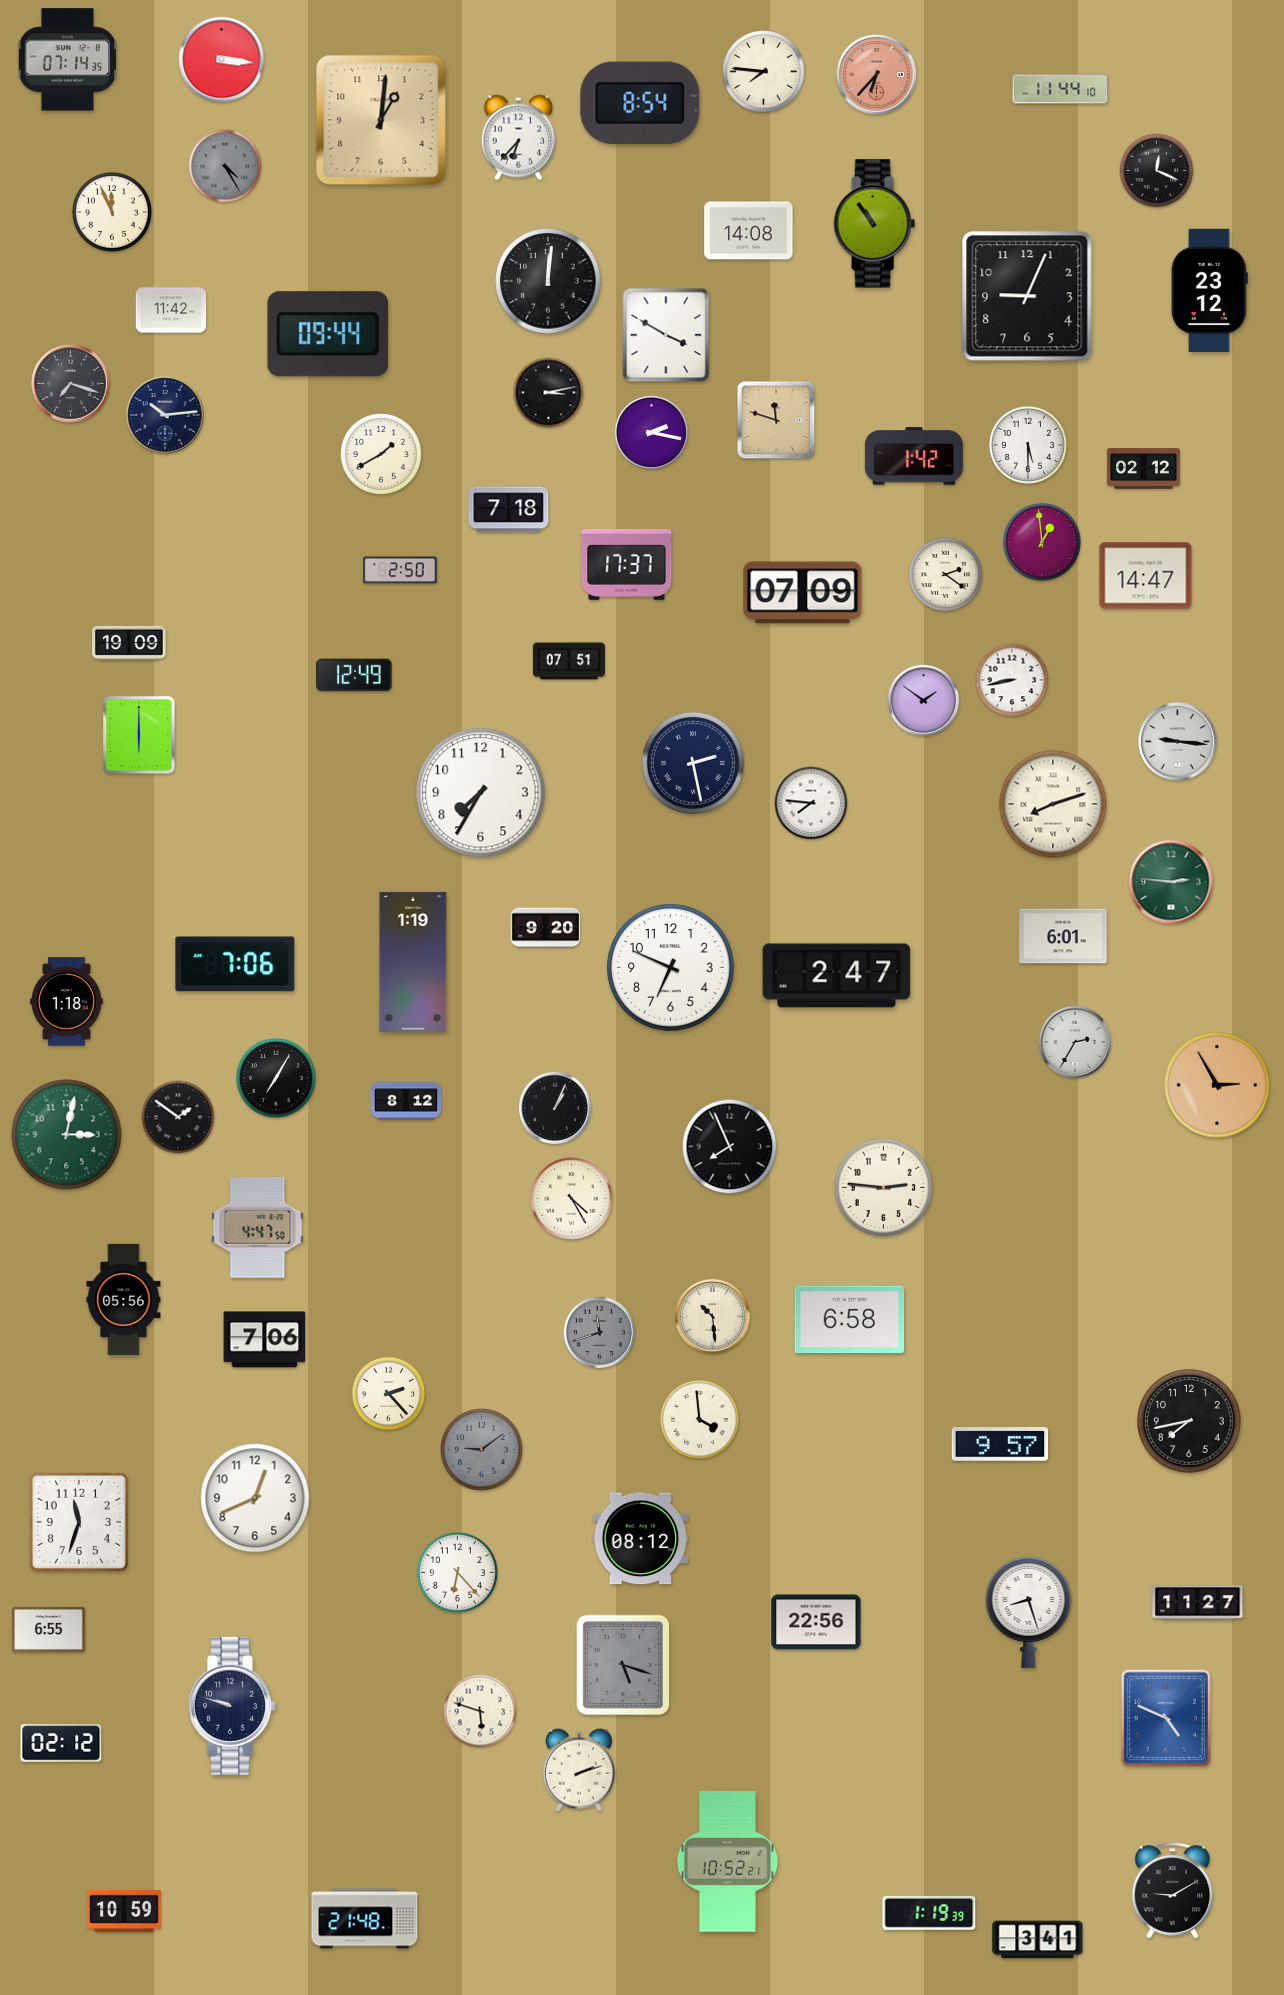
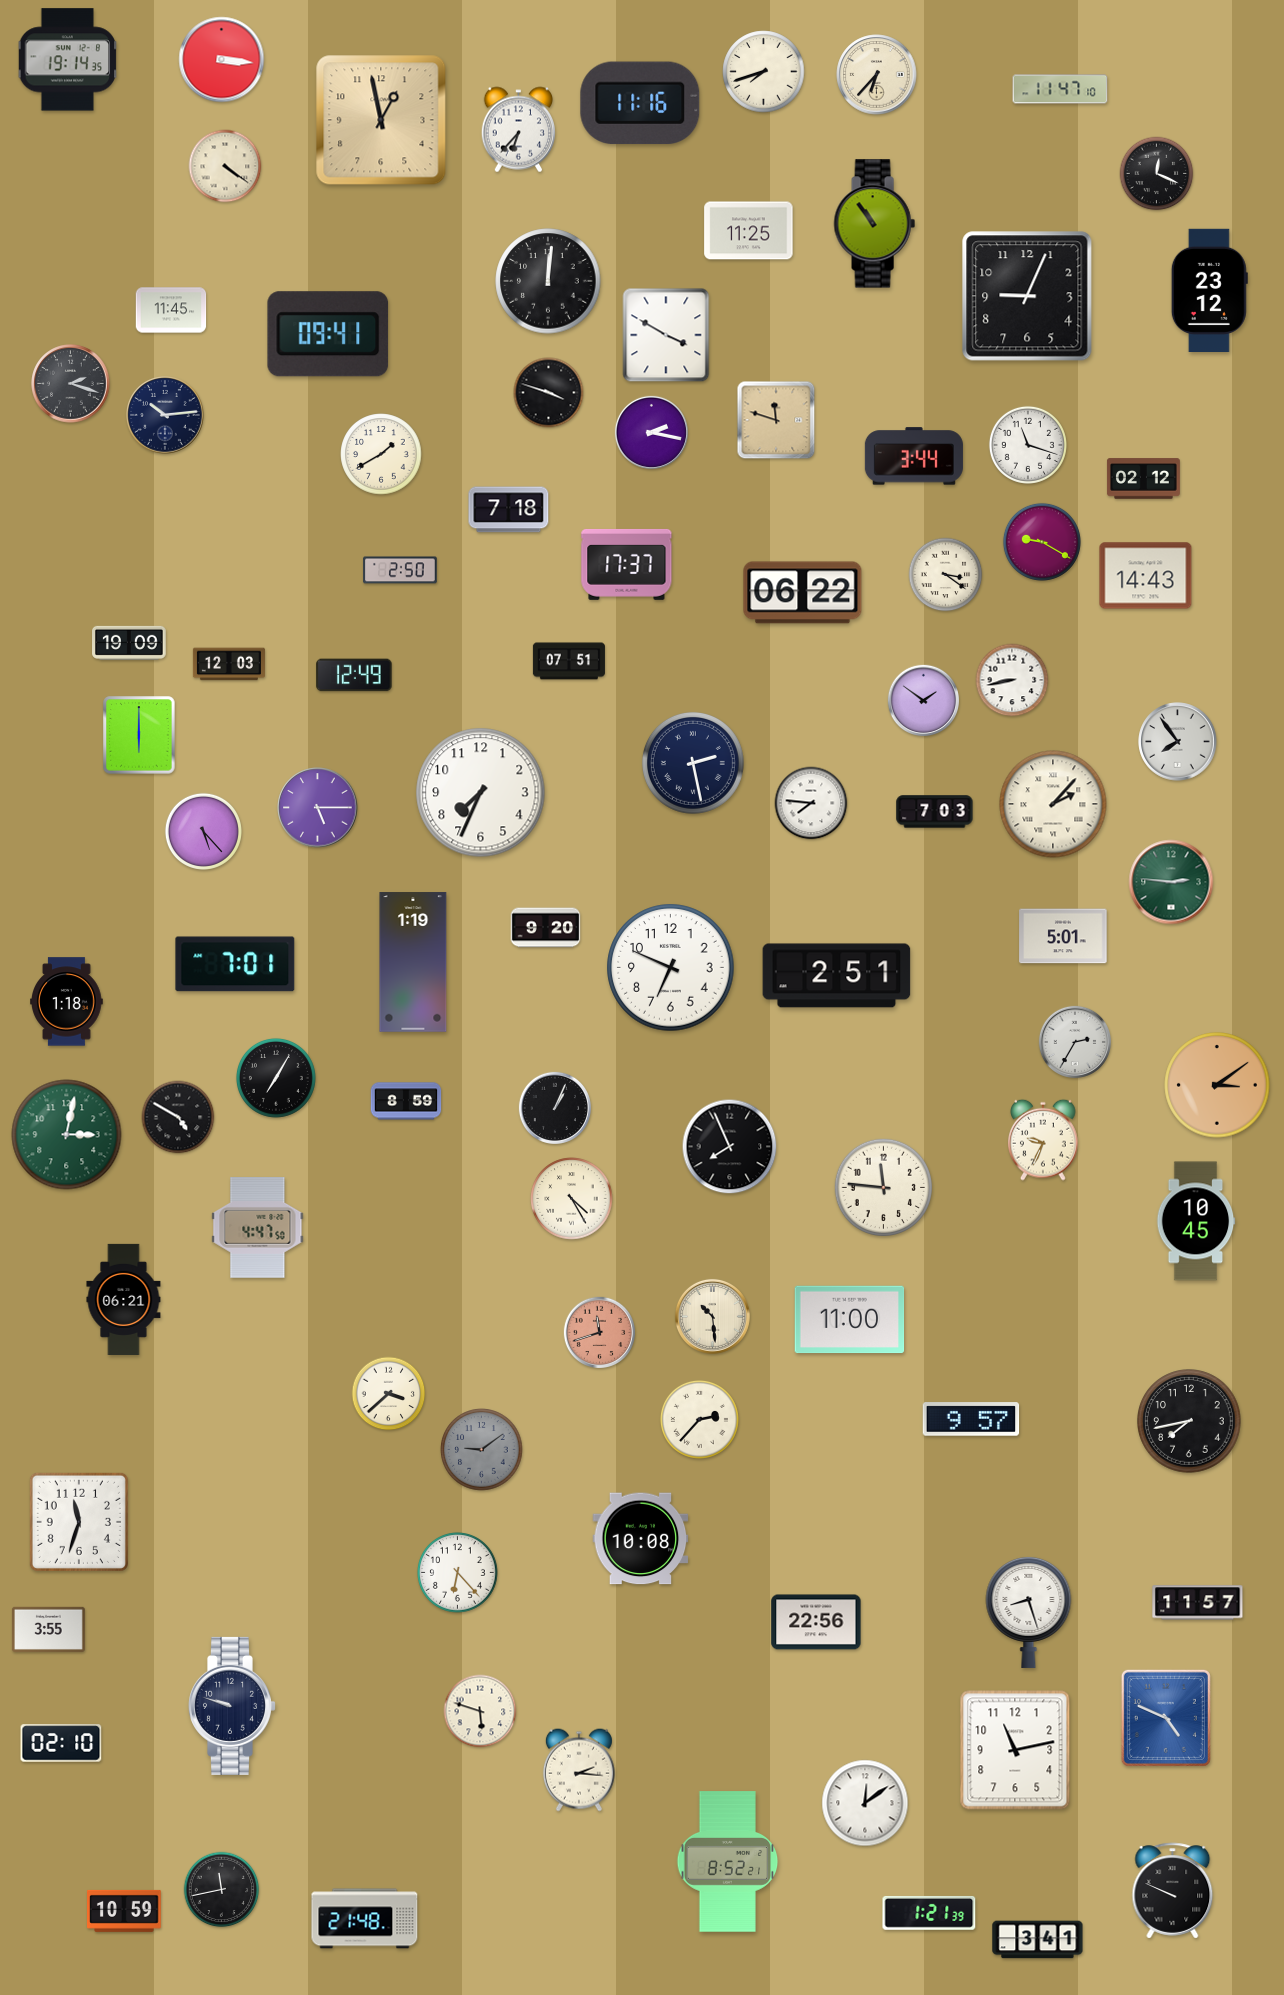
clock at (68, 60): 07:14 -> 19:14
clock at (764, 72): 7:46 -> 7:42
clock at (877, 75) dial: salmon -> cream
clock at (1060, 89): 11:44 -> 11:47
clock at (640, 103): 8:54 -> 11:16
clock at (381, 120): 1:01 -> 12:58
clock at (519, 138) position: (519, 138) -> (519, 130)
clock at (225, 166): 4:25 -> 4:21
clock at (225, 166) dial: grey -> cream
clock at (1157, 171) position: (1157, 171) -> (1157, 174)
clock at (112, 212): 11:56 -> none
clock at (749, 231): 14:08 -> 11:25
clock at (171, 310): 11:42 -> 11:45
clock at (328, 334): 09:44 -> 09:41
clock at (71, 384): 7:18 -> 2:18
clock at (549, 393): 3:13 -> 3:48
clock at (1028, 445): 5:30 -> 11:18
clock at (914, 456): 1:42 -> 3:44
clock at (1143, 469) position: (1143, 469) -> (1143, 479)
clock at (1042, 542): 12:59 -> 9:20
clock at (946, 575): 2:21 -> 3:21
clock at (1146, 576): 14:47 -> 14:43
clock at (803, 593): 07:09 -> 06:22
clock at (229, 664): none -> 12:03
clock at (1178, 742): 9:16 -> 7:54
clock at (481, 793): 7:35 -> 7:34
clock at (1053, 804): 8:12 -> 2:07
clock at (318, 808): none -> 5:15
clock at (935, 812): none -> 7:03
clock at (203, 831): none -> 5:23
clock at (1063, 936): 6:01 -> 5:01
clock at (235, 964): 7:06 -> 7:01
clock at (837, 976): 2:47 -> 2:51
clock at (1217, 1085): 2:55 -> 3:09
clock at (406, 1101): 8:12 -> 8:59
clock at (178, 1117): 1:51 -> 4:50
clock at (1044, 1140): none -> 9:34
clock at (884, 1188): 2:46 -> 11:46
clock at (1196, 1221): none -> 10:45
clock at (124, 1299): 05:56 -> 06:21
clock at (850, 1320): 6:58 -> 11:00
clock at (600, 1333) dial: grey -> salmon
clock at (265, 1340): 7:06 -> none
clock at (389, 1394): 2:23 -> 3:38
clock at (699, 1419): 3:59 -> 2:37
clock at (1000, 1444) position: (1000, 1444) -> (971, 1419)
clock at (255, 1498): 12:41 -> none
clock at (641, 1539): 08:12 -> 10:08
clock at (1198, 1603): 11:27 -> 11:57
clock at (48, 1629): 6:55 -> 3:55
clock at (623, 1665): 5:18 -> none
clock at (61, 1743): 02:12 -> 02:10
clock at (1015, 1750): none -> 11:13
clock at (579, 1770): 2:12 -> 2:16
clock at (865, 1803): none -> 12:09
clock at (728, 1862): 10:52 -> 8:52
clock at (222, 1890): none -> 11:43
clock at (1173, 1891): 9:10 -> 9:49
clock at (929, 1913): 1:19 -> 1:21
